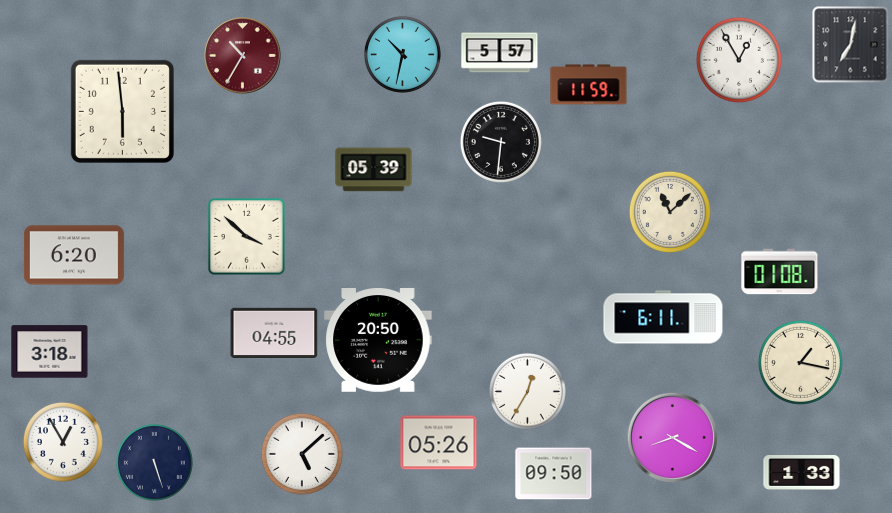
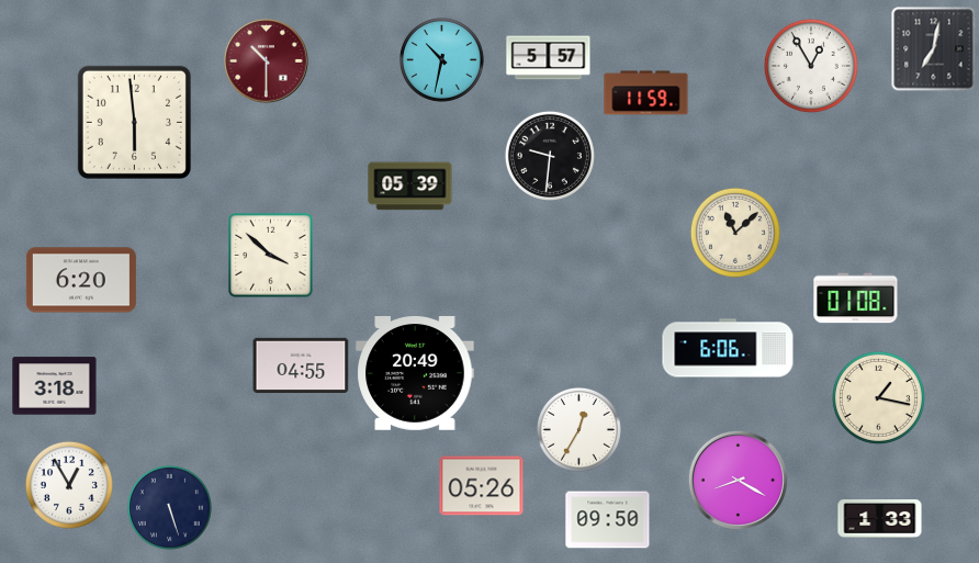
clock at (243, 56): 10:35 -> 10:30
clock at (247, 237) position: (247, 237) -> (271, 256)
clock at (663, 317): 6:11 -> 6:06
clock at (378, 341): 20:50 -> 20:49
clock at (302, 454): 5:08 -> none
